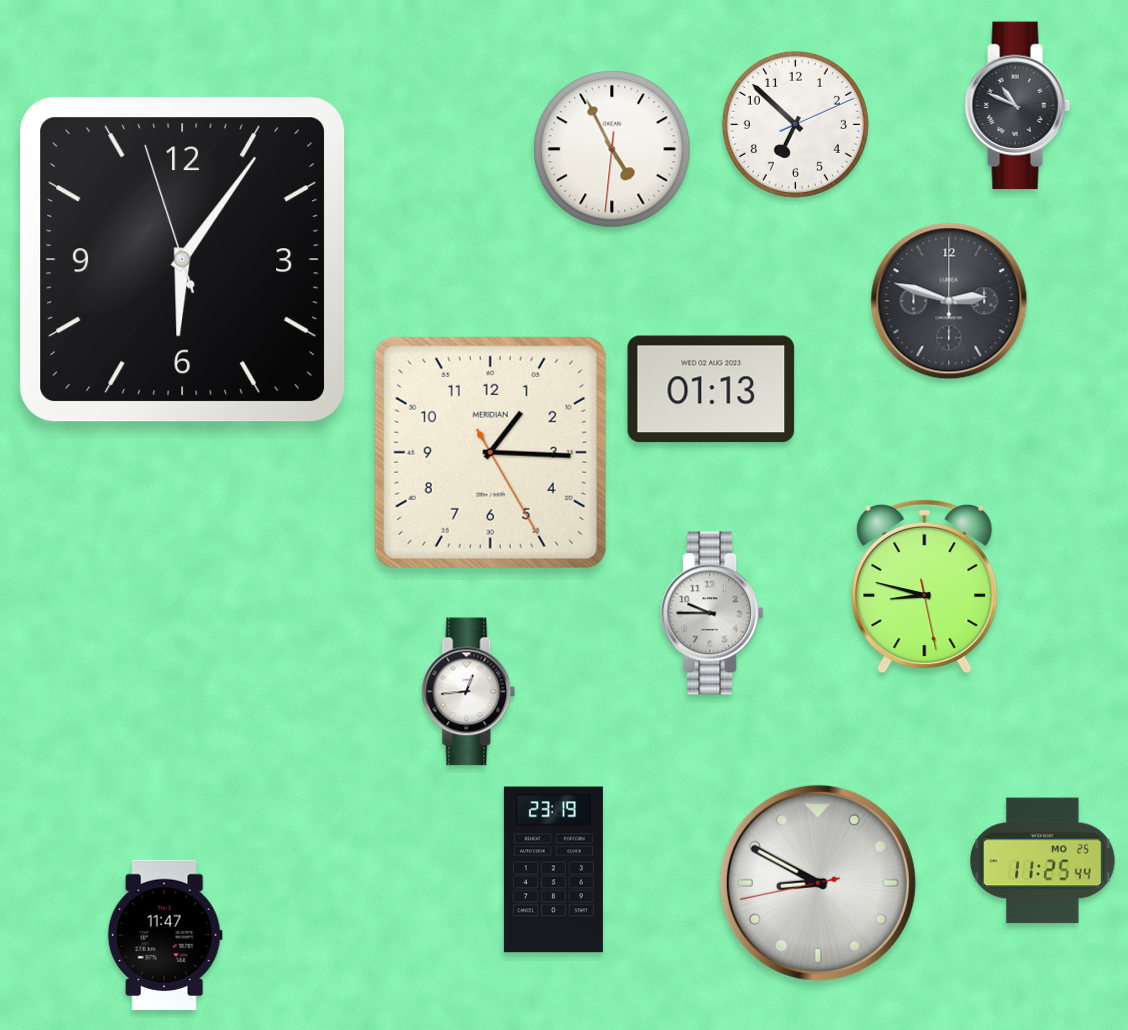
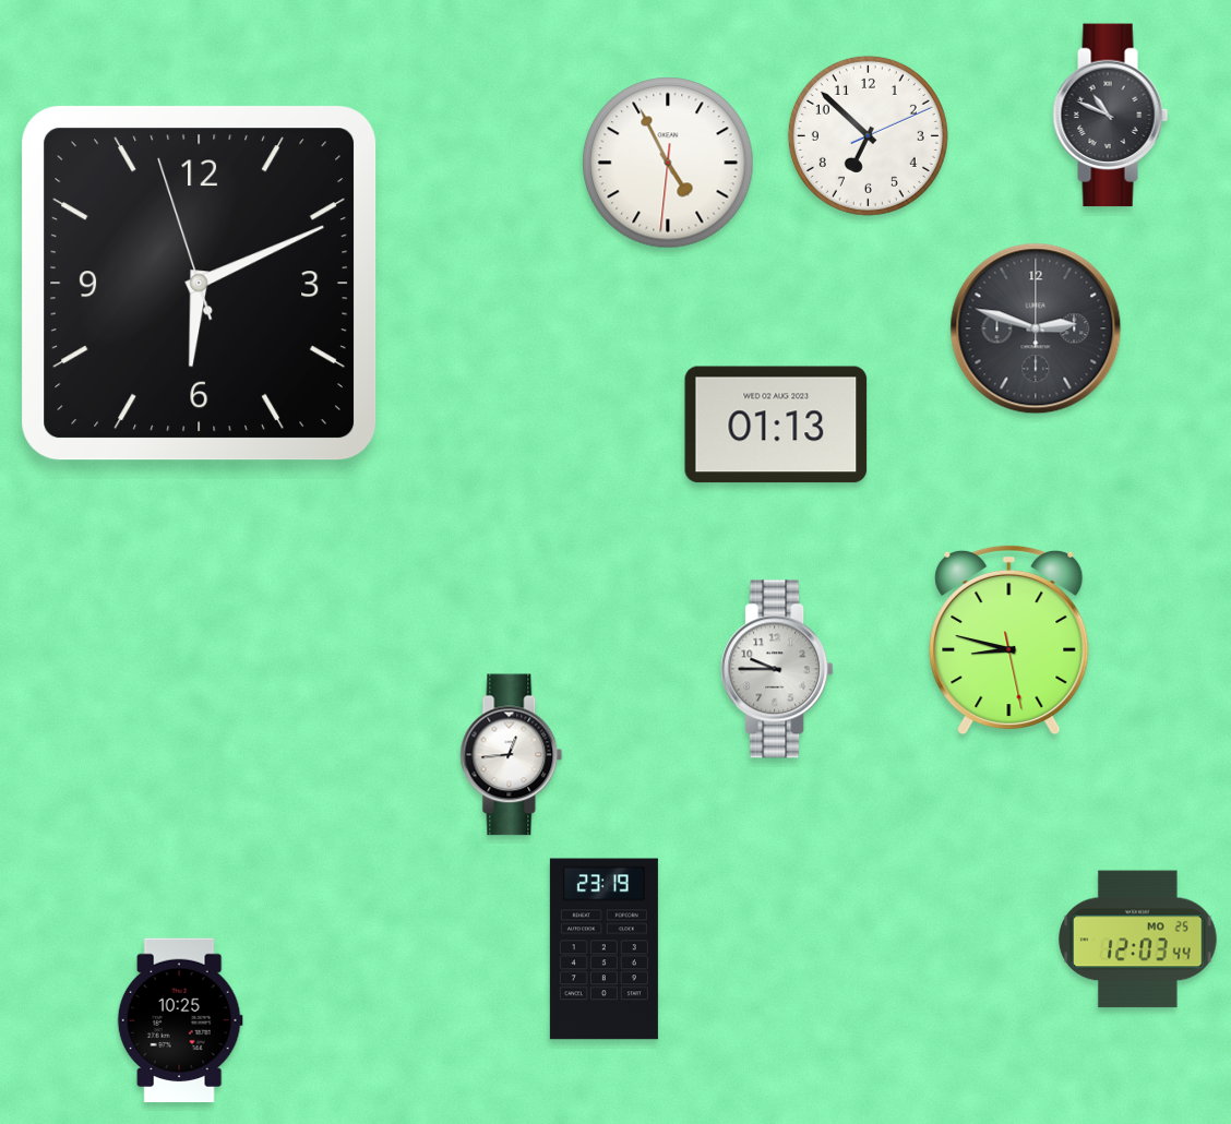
clock at (183, 260): 6:05 -> 6:10
clock at (490, 452): 1:15 -> none
clock at (1043, 861): 11:25 -> 12:03
clock at (818, 883): 8:49 -> none
clock at (165, 935): 11:47 -> 10:25
